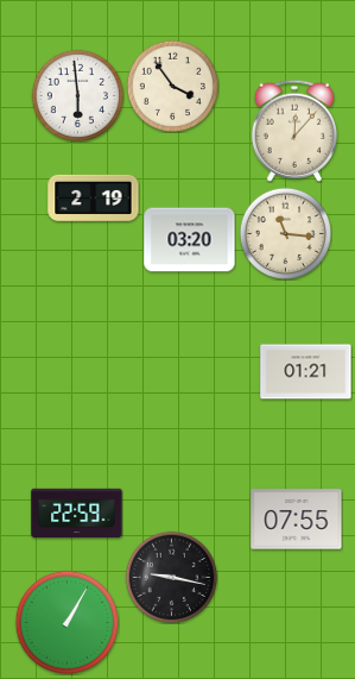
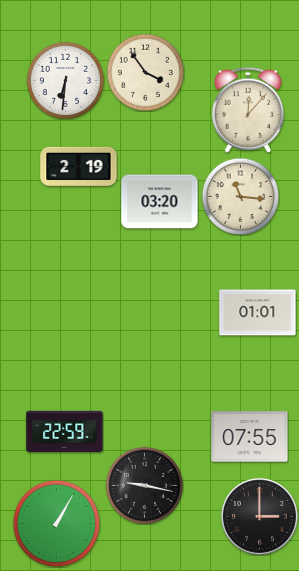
clock at (77, 95): 5:59 -> 6:31
clock at (306, 372): 01:21 -> 01:01
clock at (259, 516): none -> 3:00
